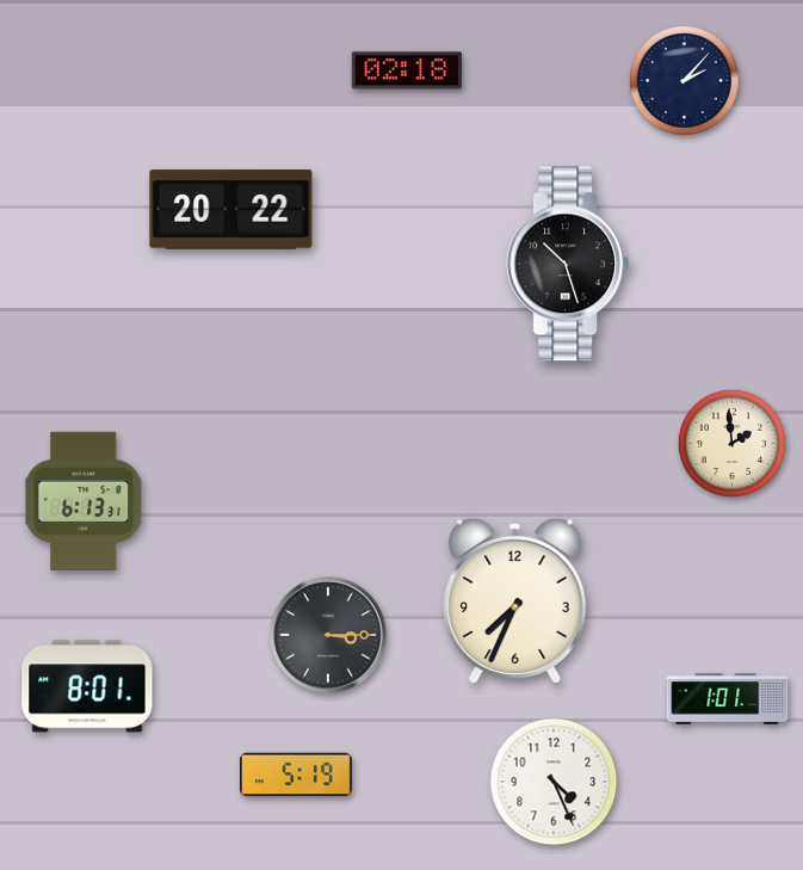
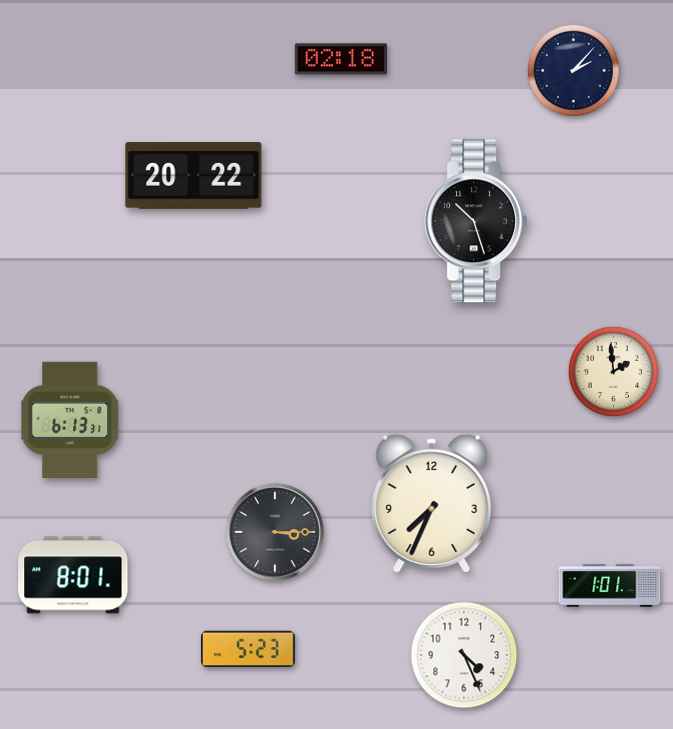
clock at (684, 80) position: (684, 80) -> (573, 70)
clock at (296, 775): 5:19 -> 5:23
